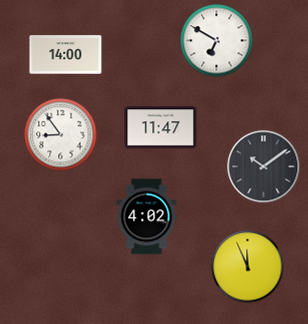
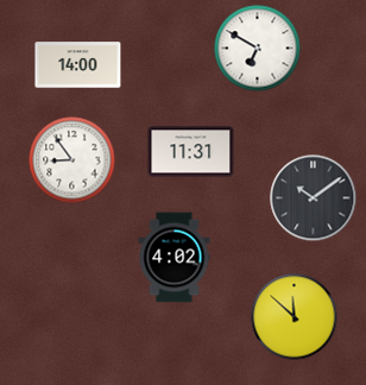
clock at (161, 128): 11:47 -> 11:31
clock at (248, 267): 11:56 -> 11:52
